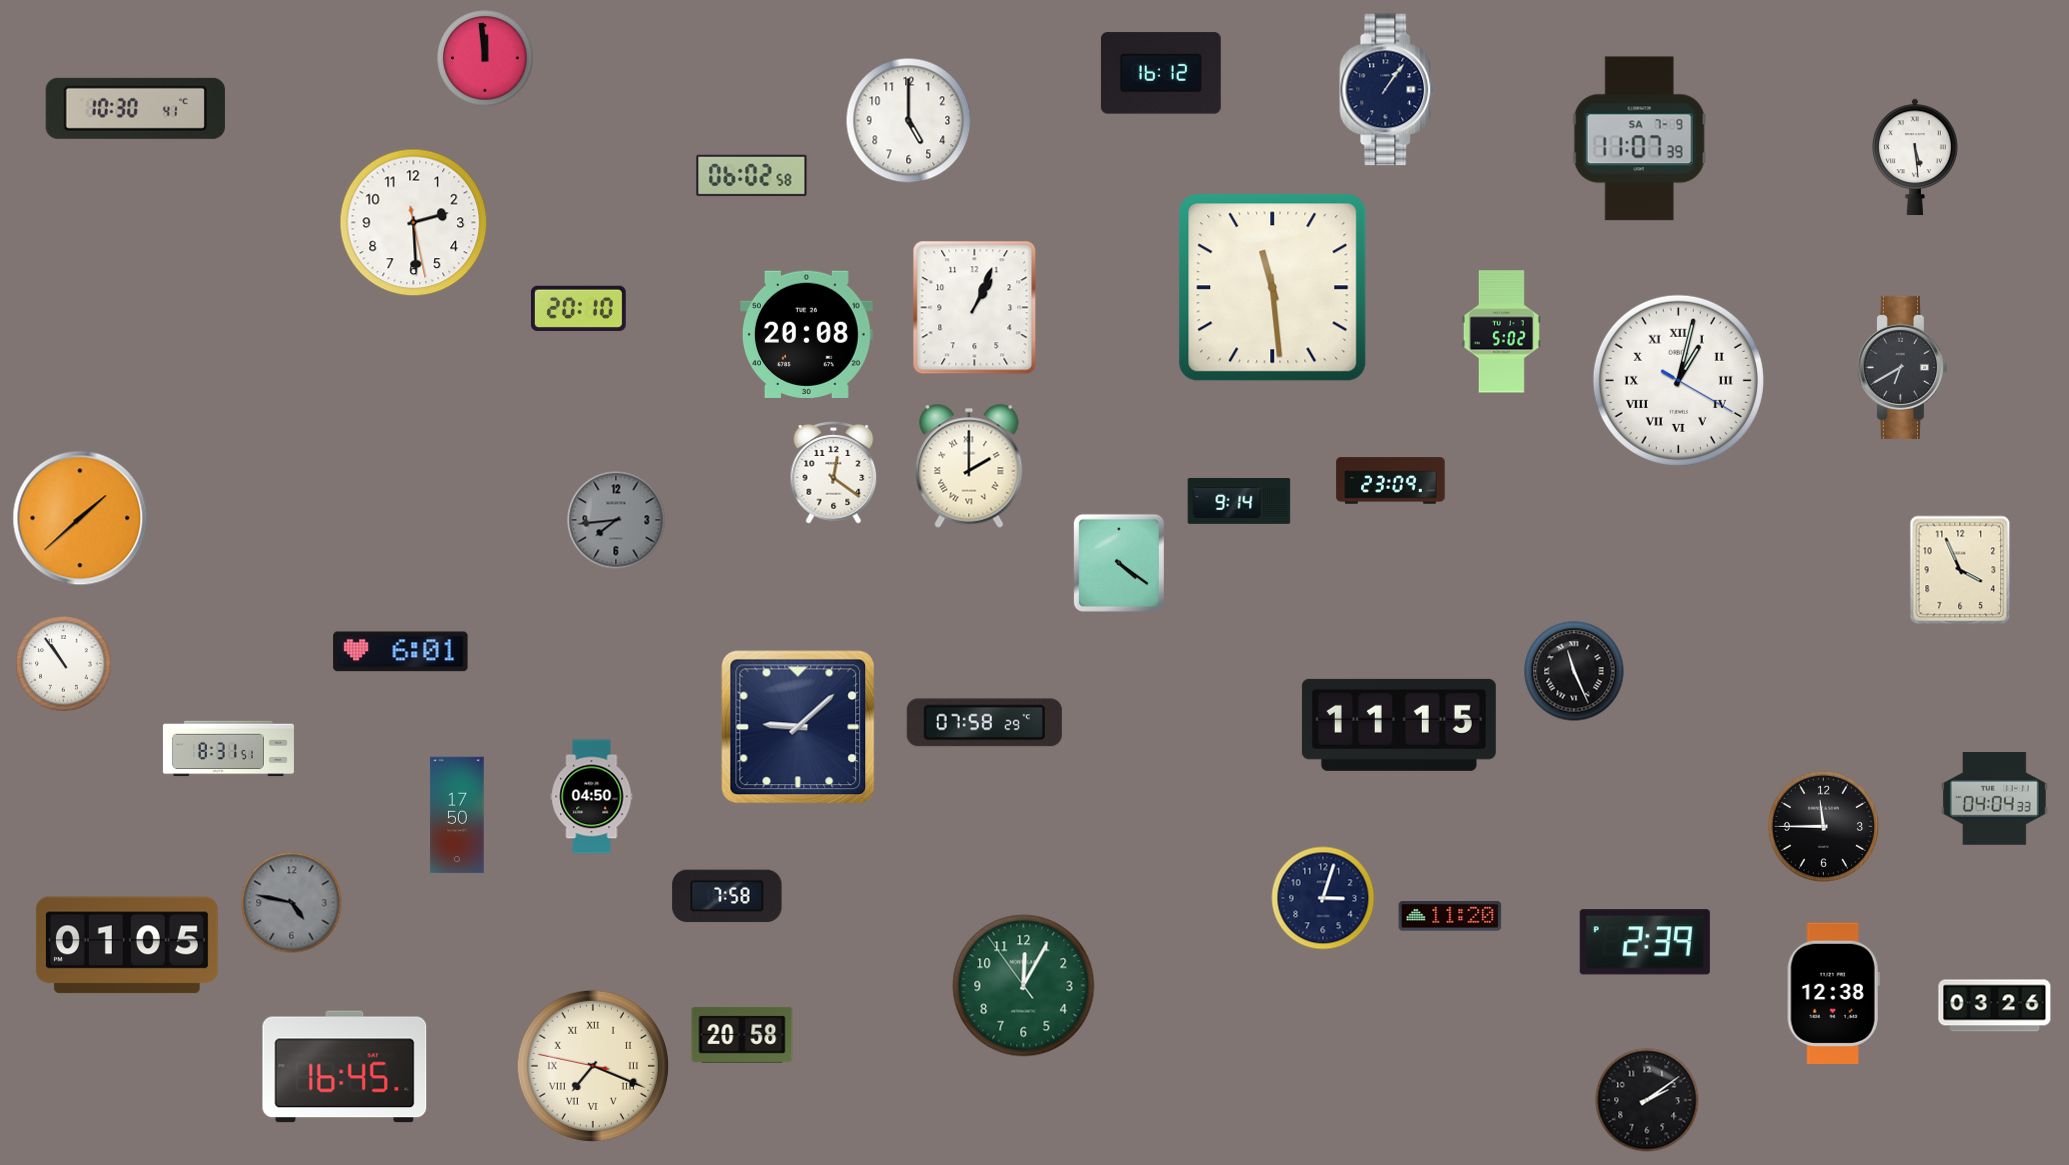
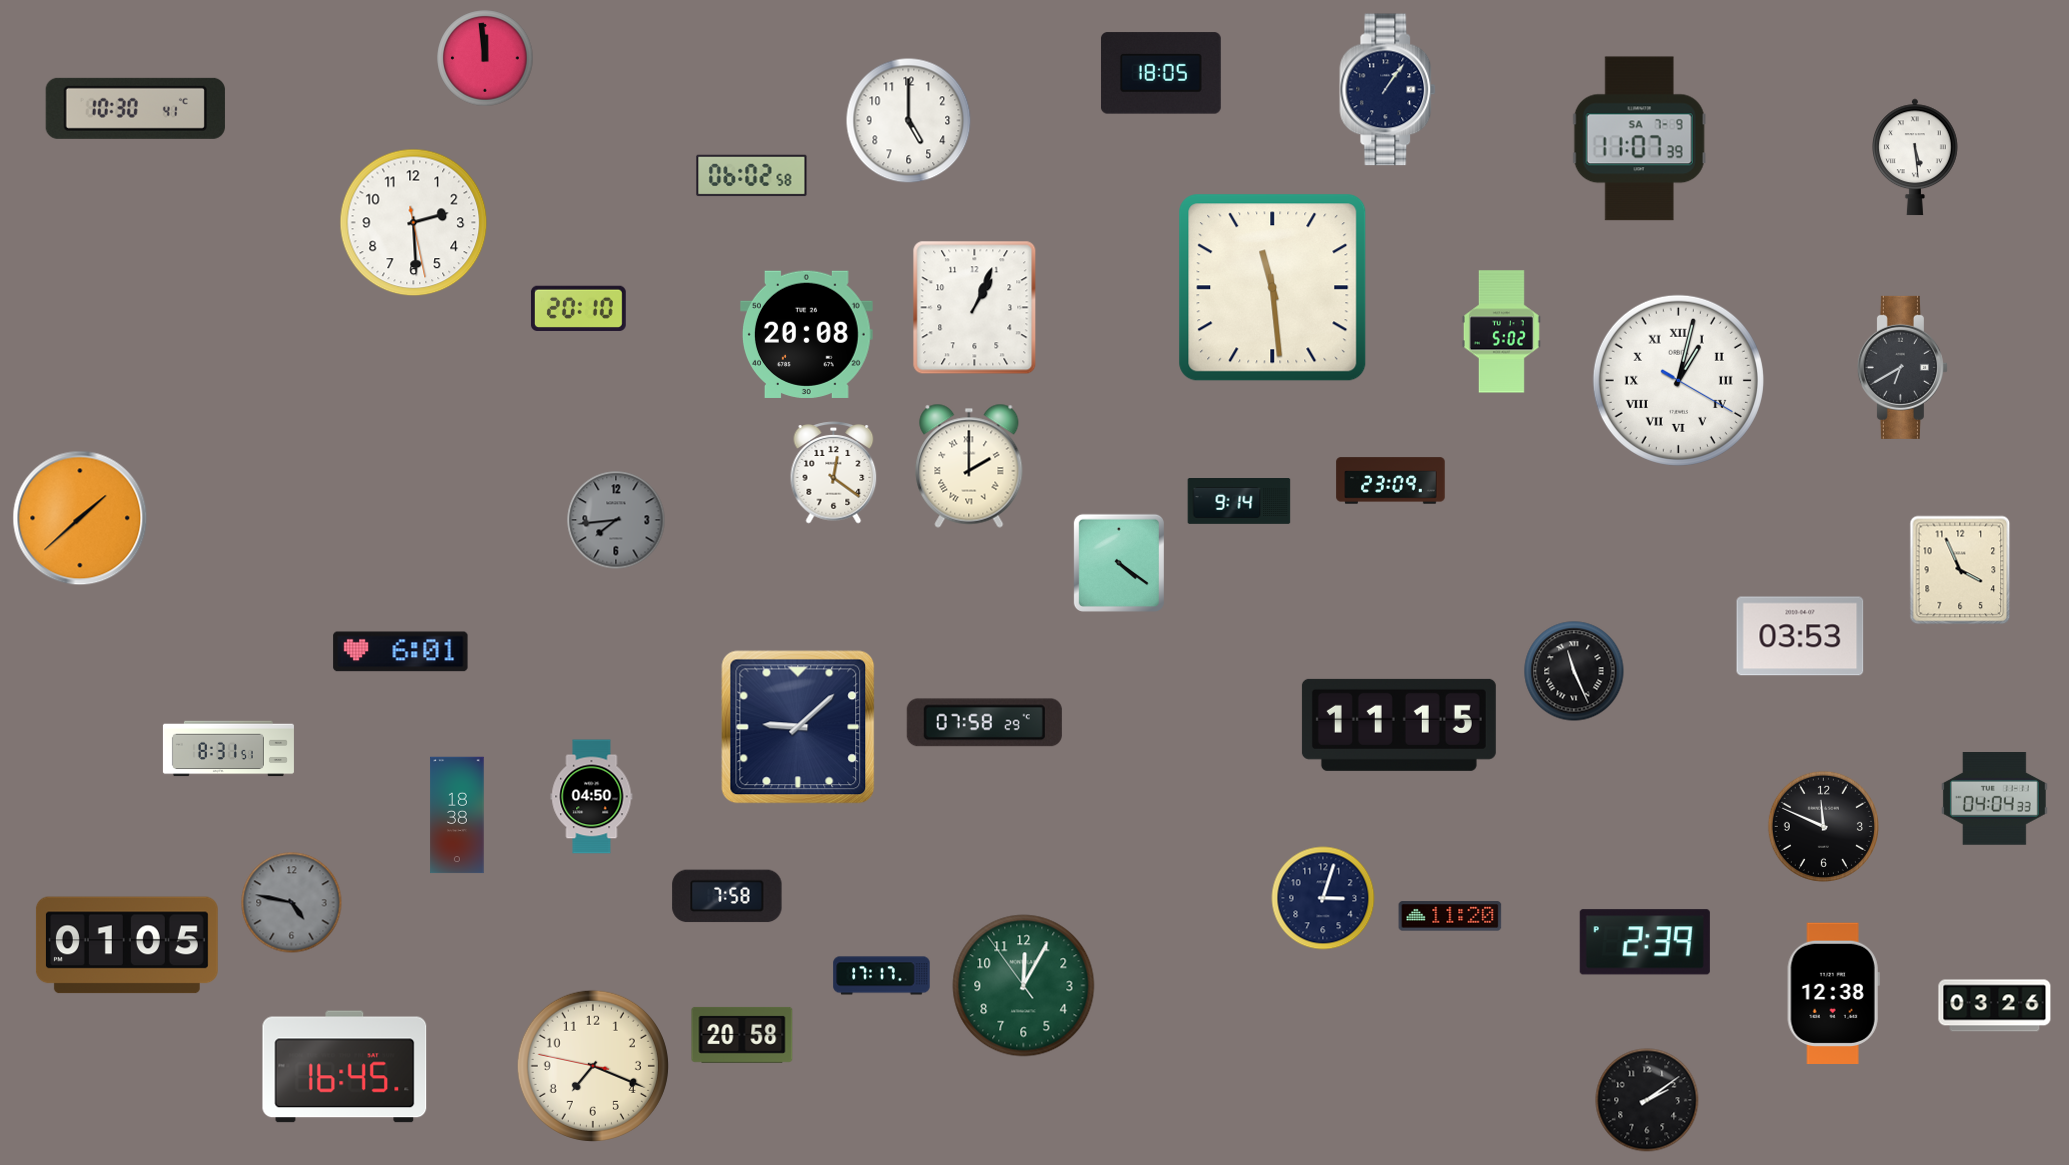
clock at (1161, 73): 16:12 -> 18:05
clock at (1800, 636): none -> 03:53
clock at (64, 664): 10:54 -> none
clock at (457, 815): 17:50 -> 18:38
clock at (1823, 826): 11:45 -> 11:49
clock at (882, 976): none -> 17:17
clock at (593, 1066) numerals: Roman -> Arabic
